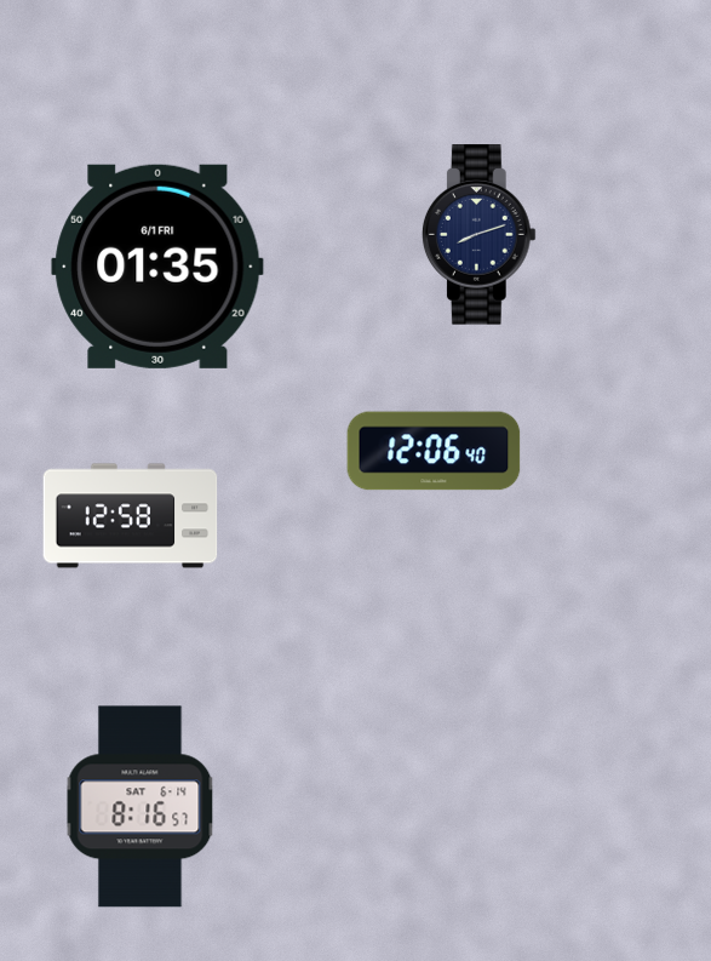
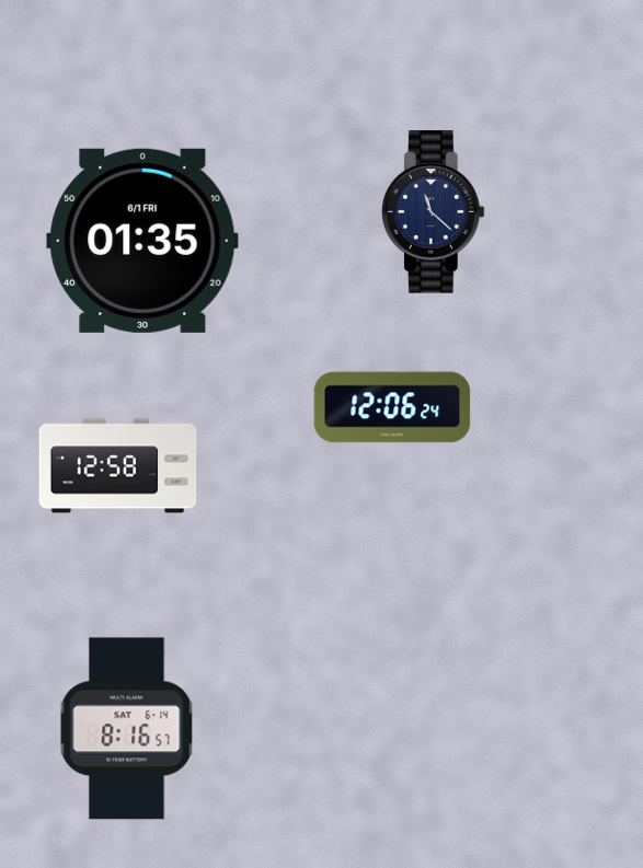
clock at (478, 235): 8:12 -> 11:22
clock at (434, 451): 12:06:40 -> 12:06:24
